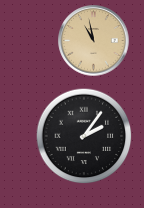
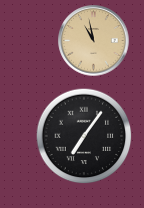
clock at (84, 136): 2:06 -> 7:06
